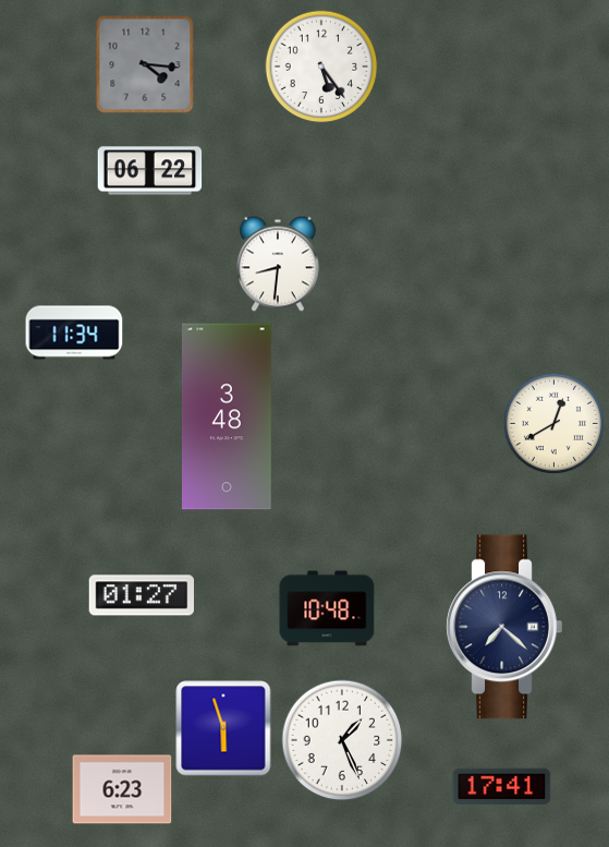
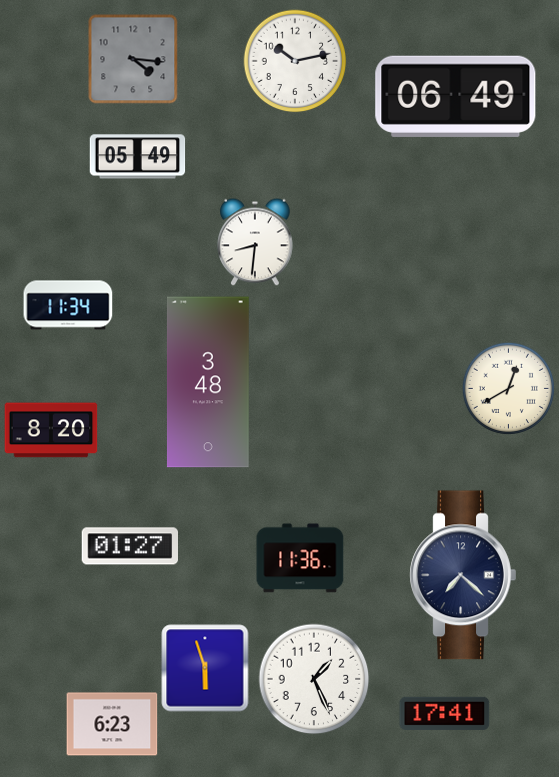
clock at (321, 66): 5:24 -> 10:13
clock at (456, 96): none -> 06:49
clock at (150, 171): 06:22 -> 05:49
clock at (51, 430): none -> 8:20
clock at (327, 608): 10:48 -> 11:36
clock at (502, 786) position: (502, 786) -> (445, 713)
